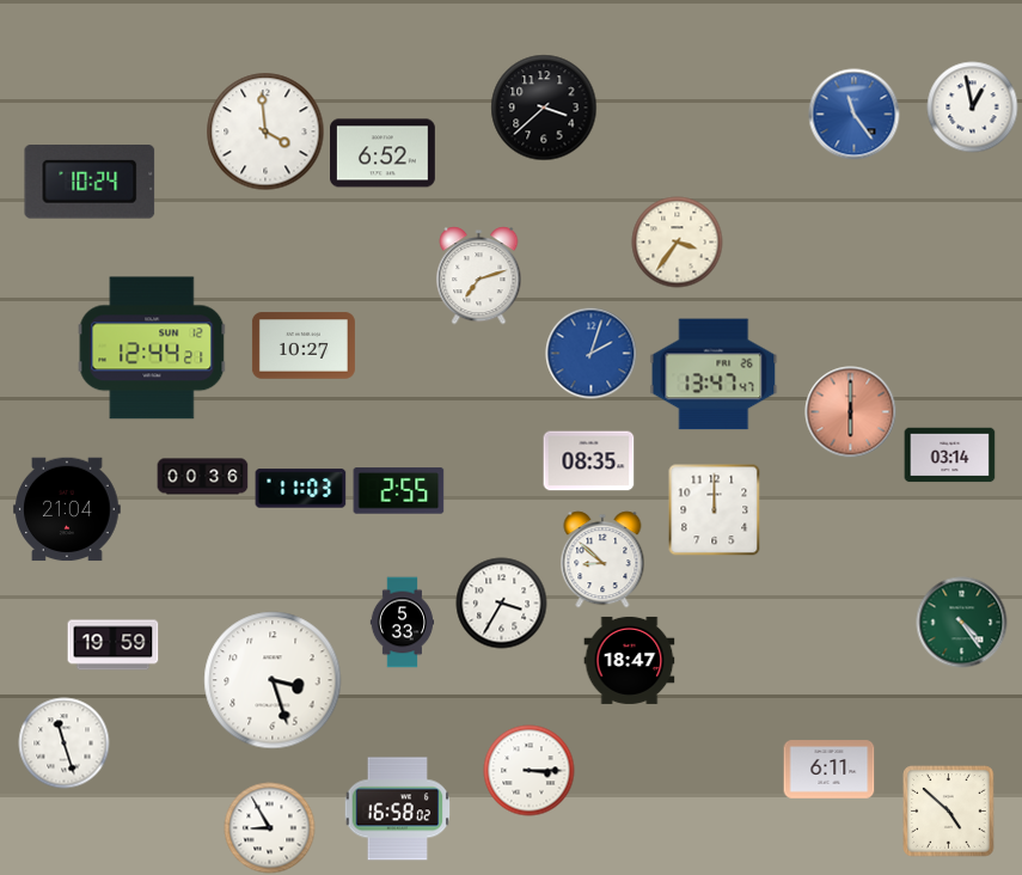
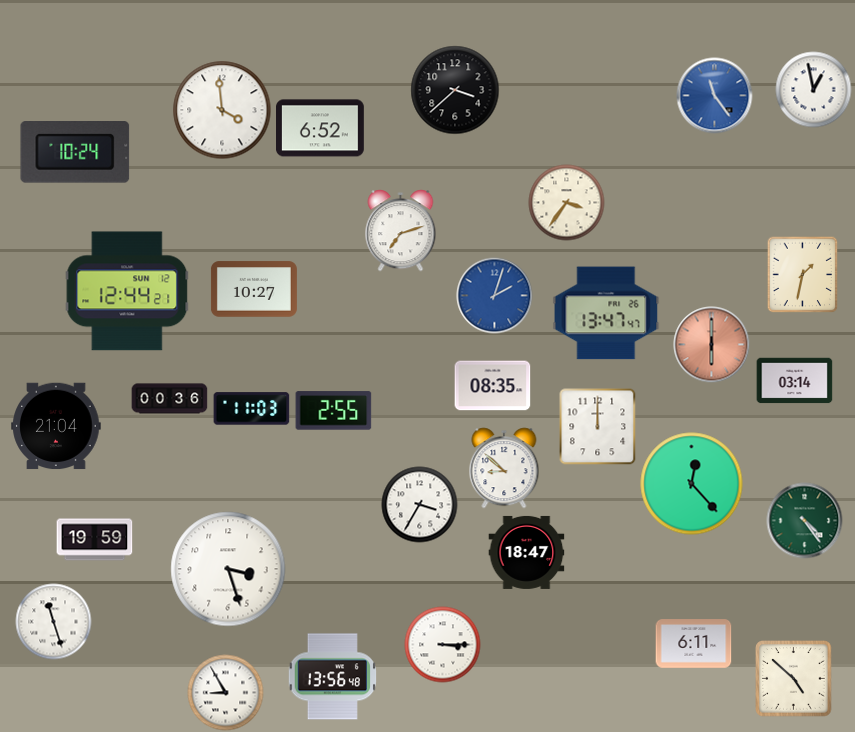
clock at (803, 274): none -> 1:32
clock at (714, 374) position: (714, 374) -> (606, 313)
clock at (692, 484): none -> 12:23
clock at (403, 623): 5:33 -> none
clock at (397, 809): 16:58 -> 13:56
